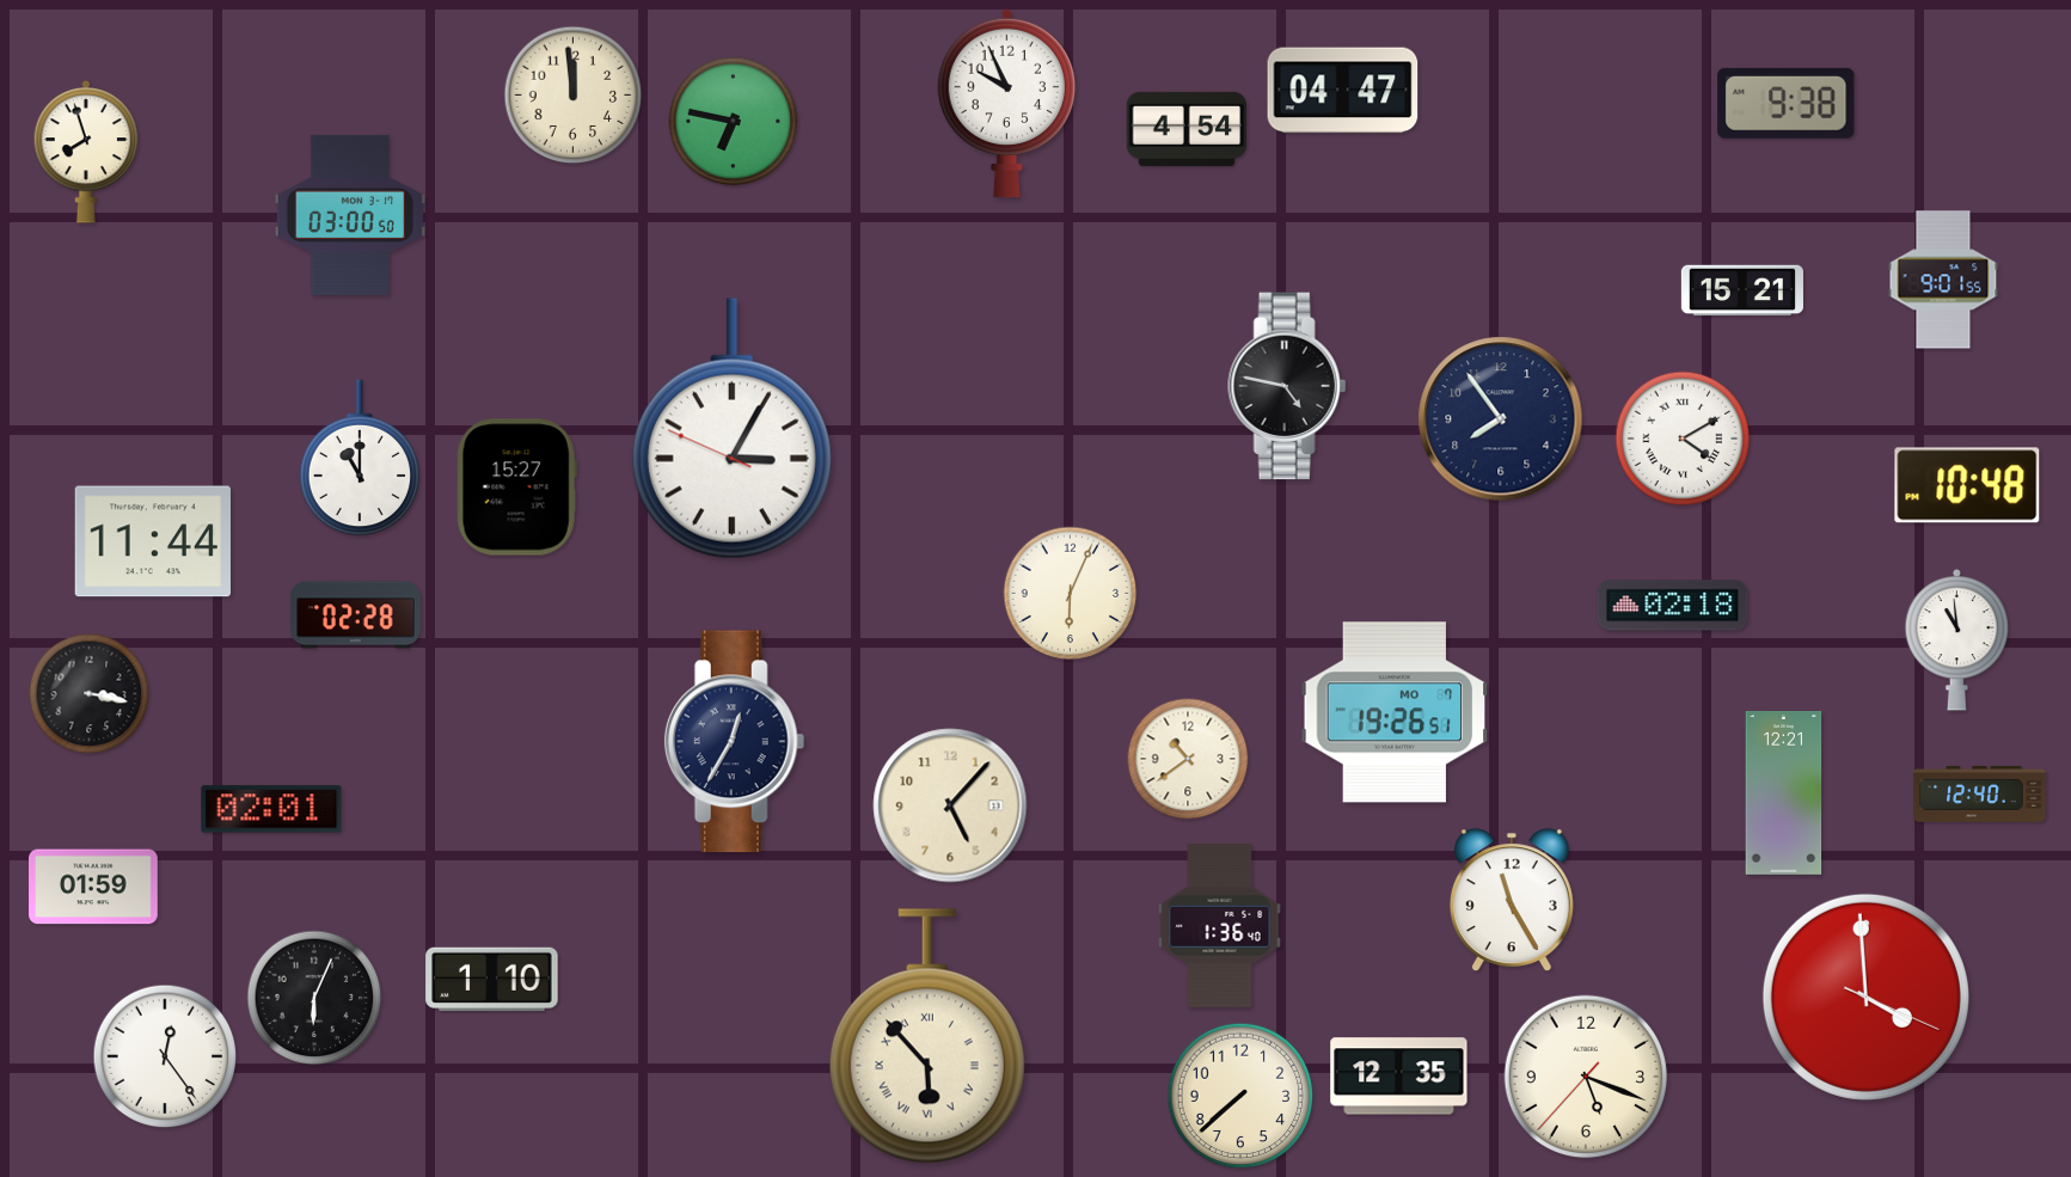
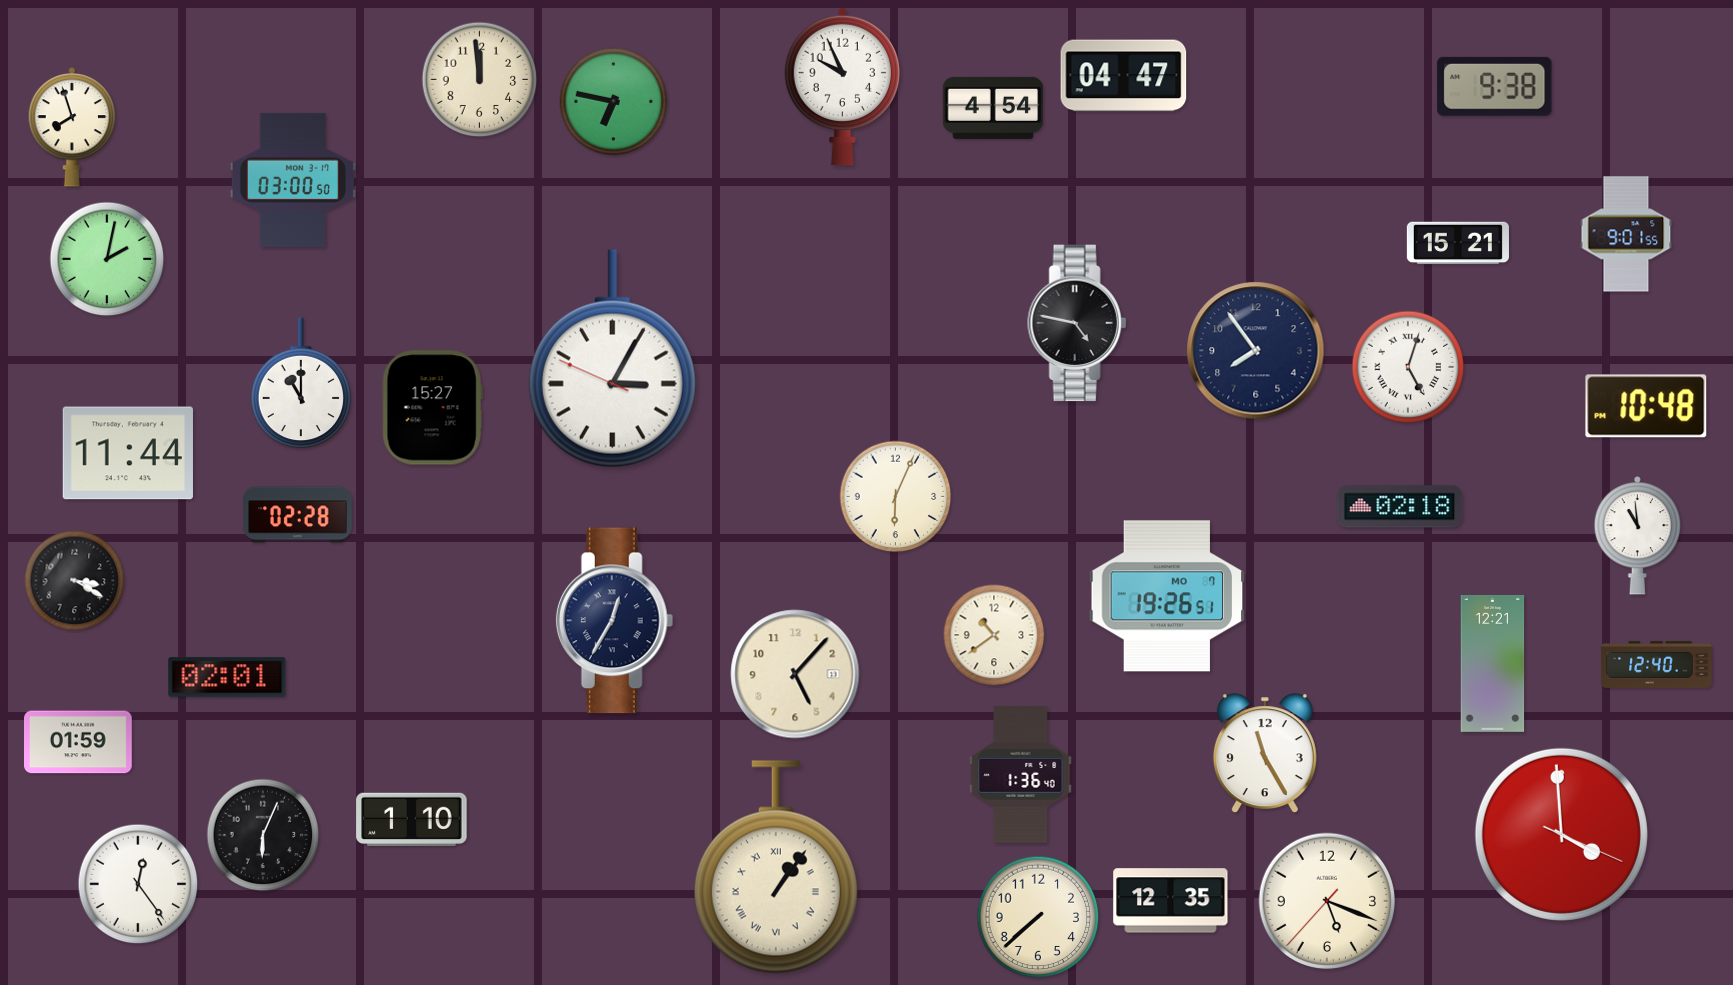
clock at (107, 259): none -> 2:02
clock at (1683, 439): 4:10 -> 5:03
clock at (90, 694): 3:17 -> 3:20
clock at (927, 1036): 5:53 -> 1:06
